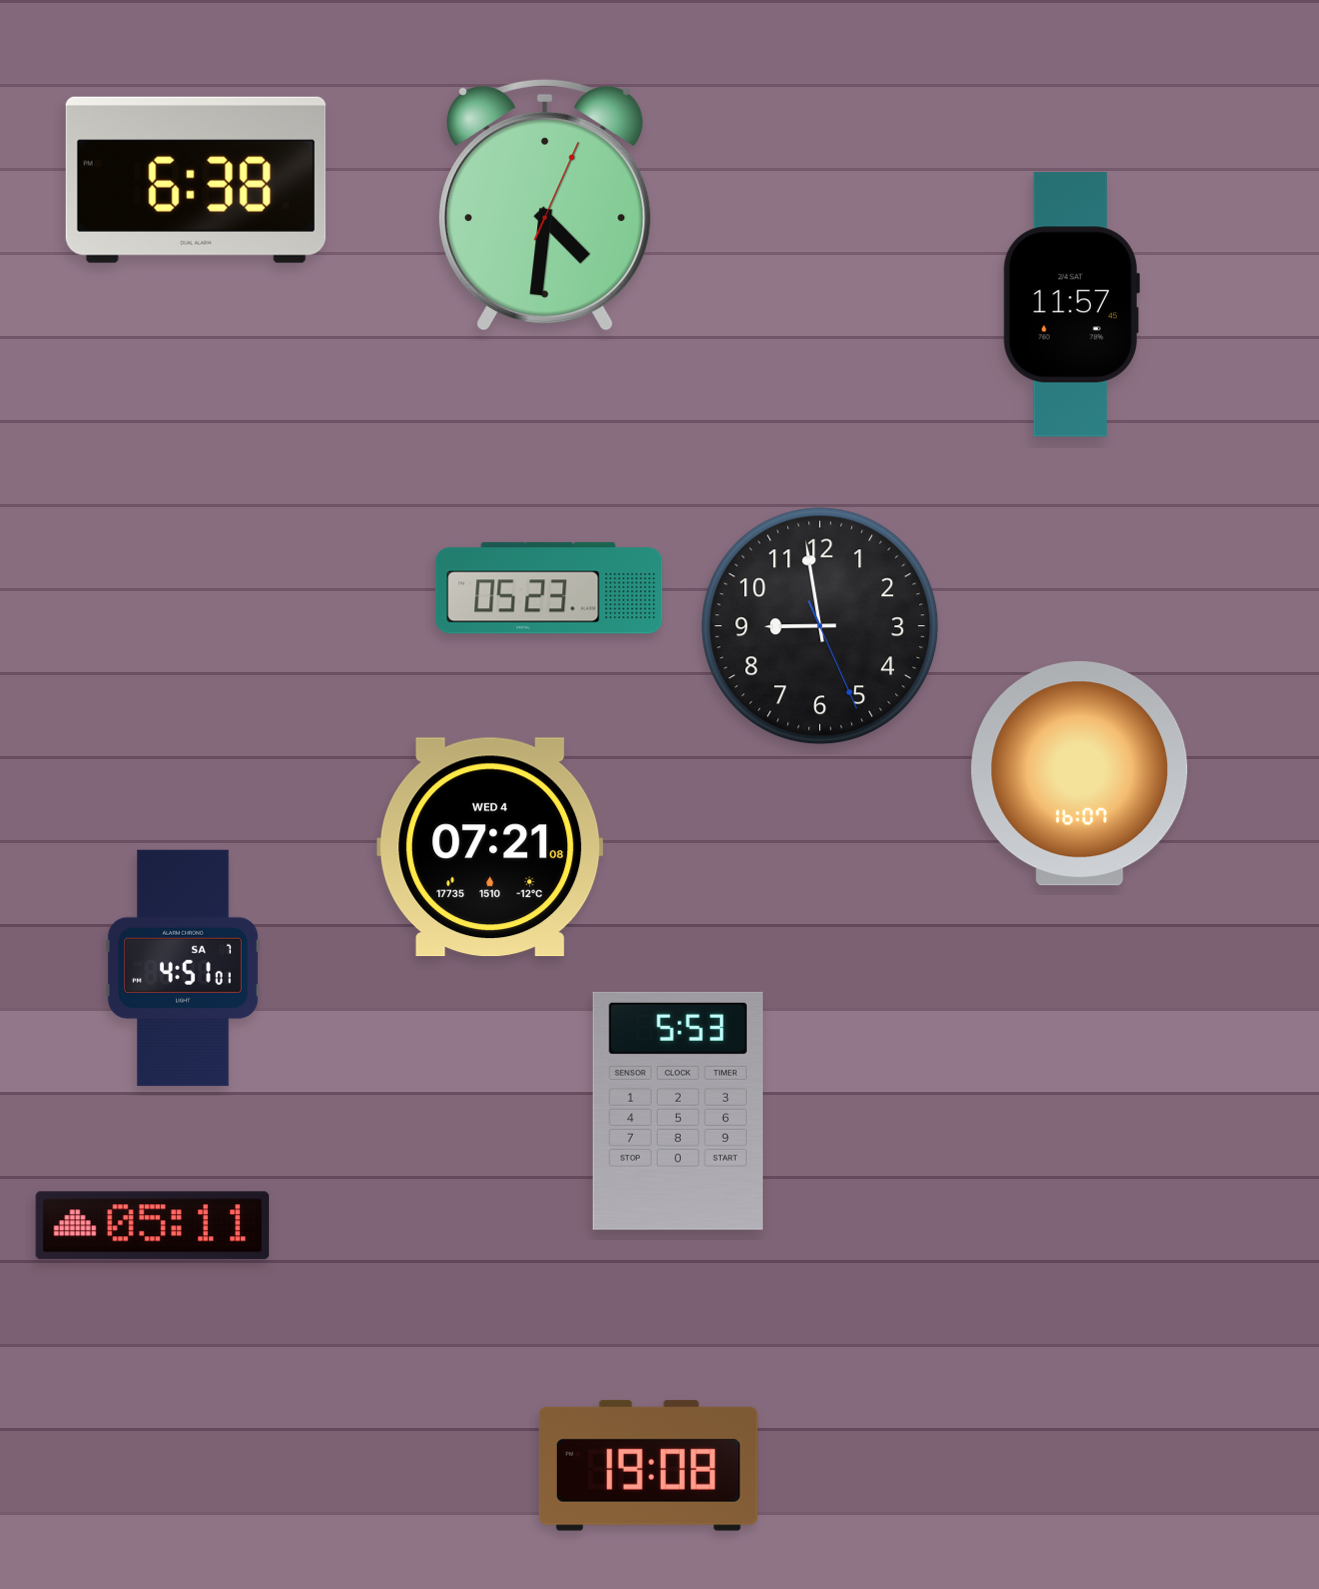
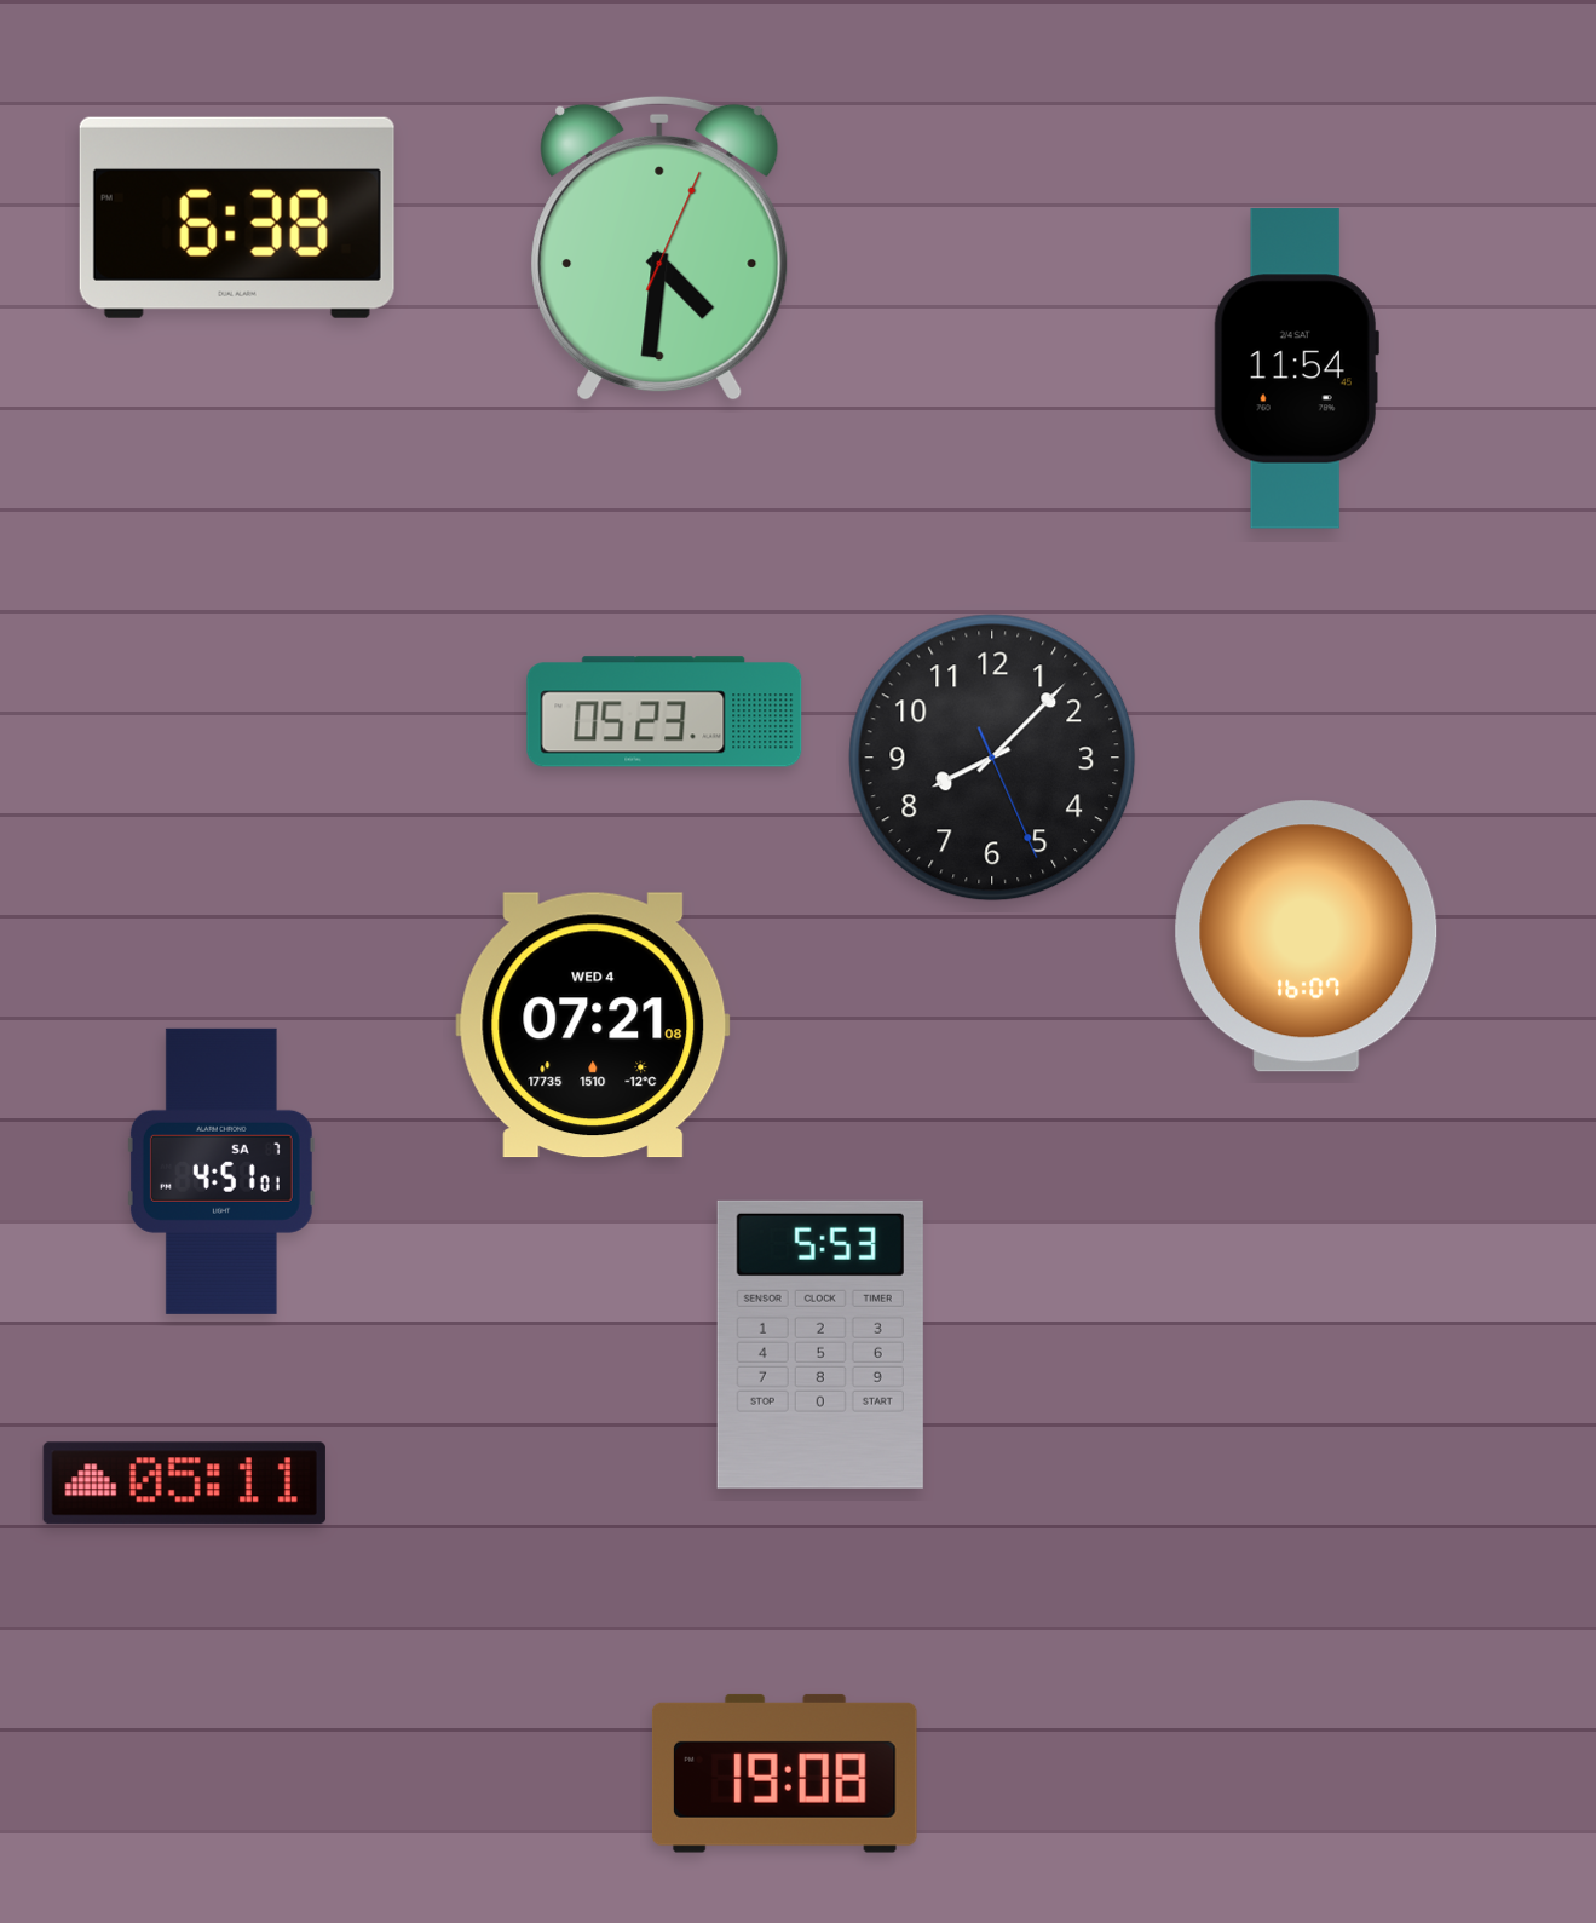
clock at (1071, 305): 11:57 -> 11:54
clock at (820, 626): 8:58 -> 8:07
